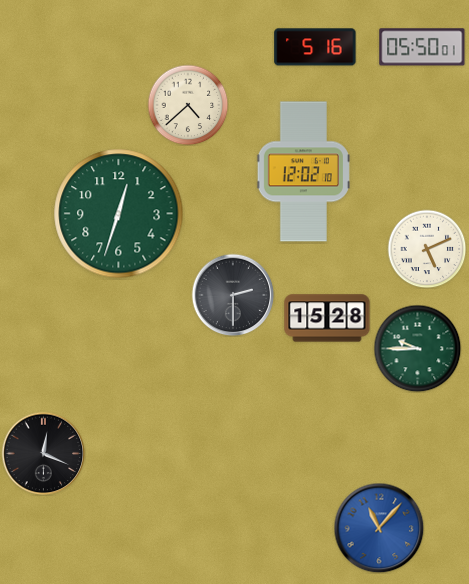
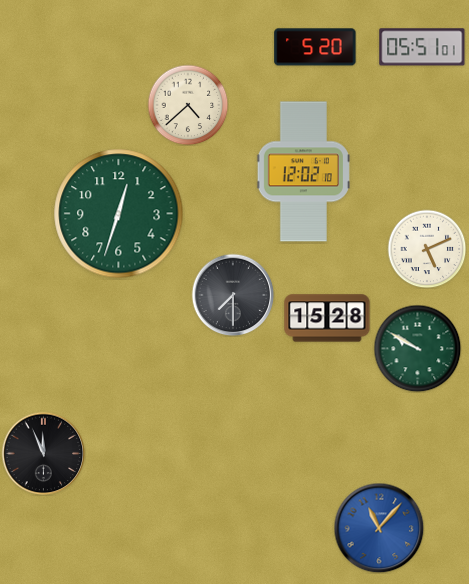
clock at (315, 47): 5:16 -> 5:20
clock at (422, 47): 05:50 -> 05:51
clock at (233, 295): 2:30 -> 7:30
clock at (417, 348): 9:45 -> 9:50
clock at (43, 453): 12:19 -> 11:56
